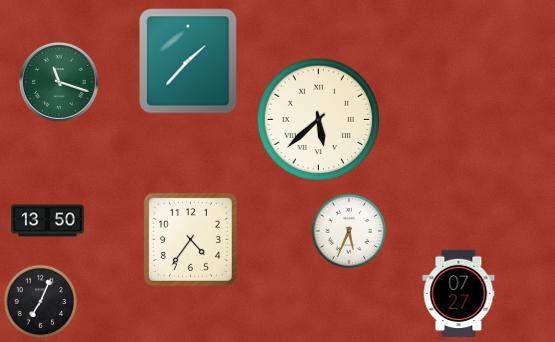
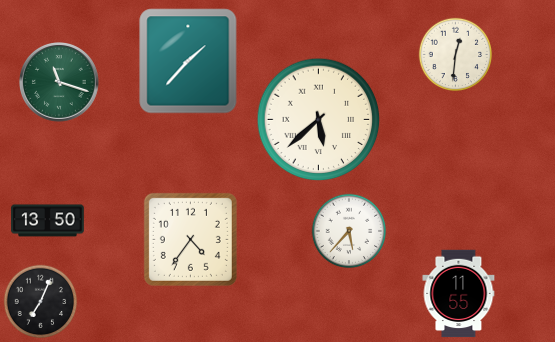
clock at (456, 55): none -> 12:31
clock at (349, 231): 5:34 -> 5:37
clock at (459, 294): 07:27 -> 11:55
